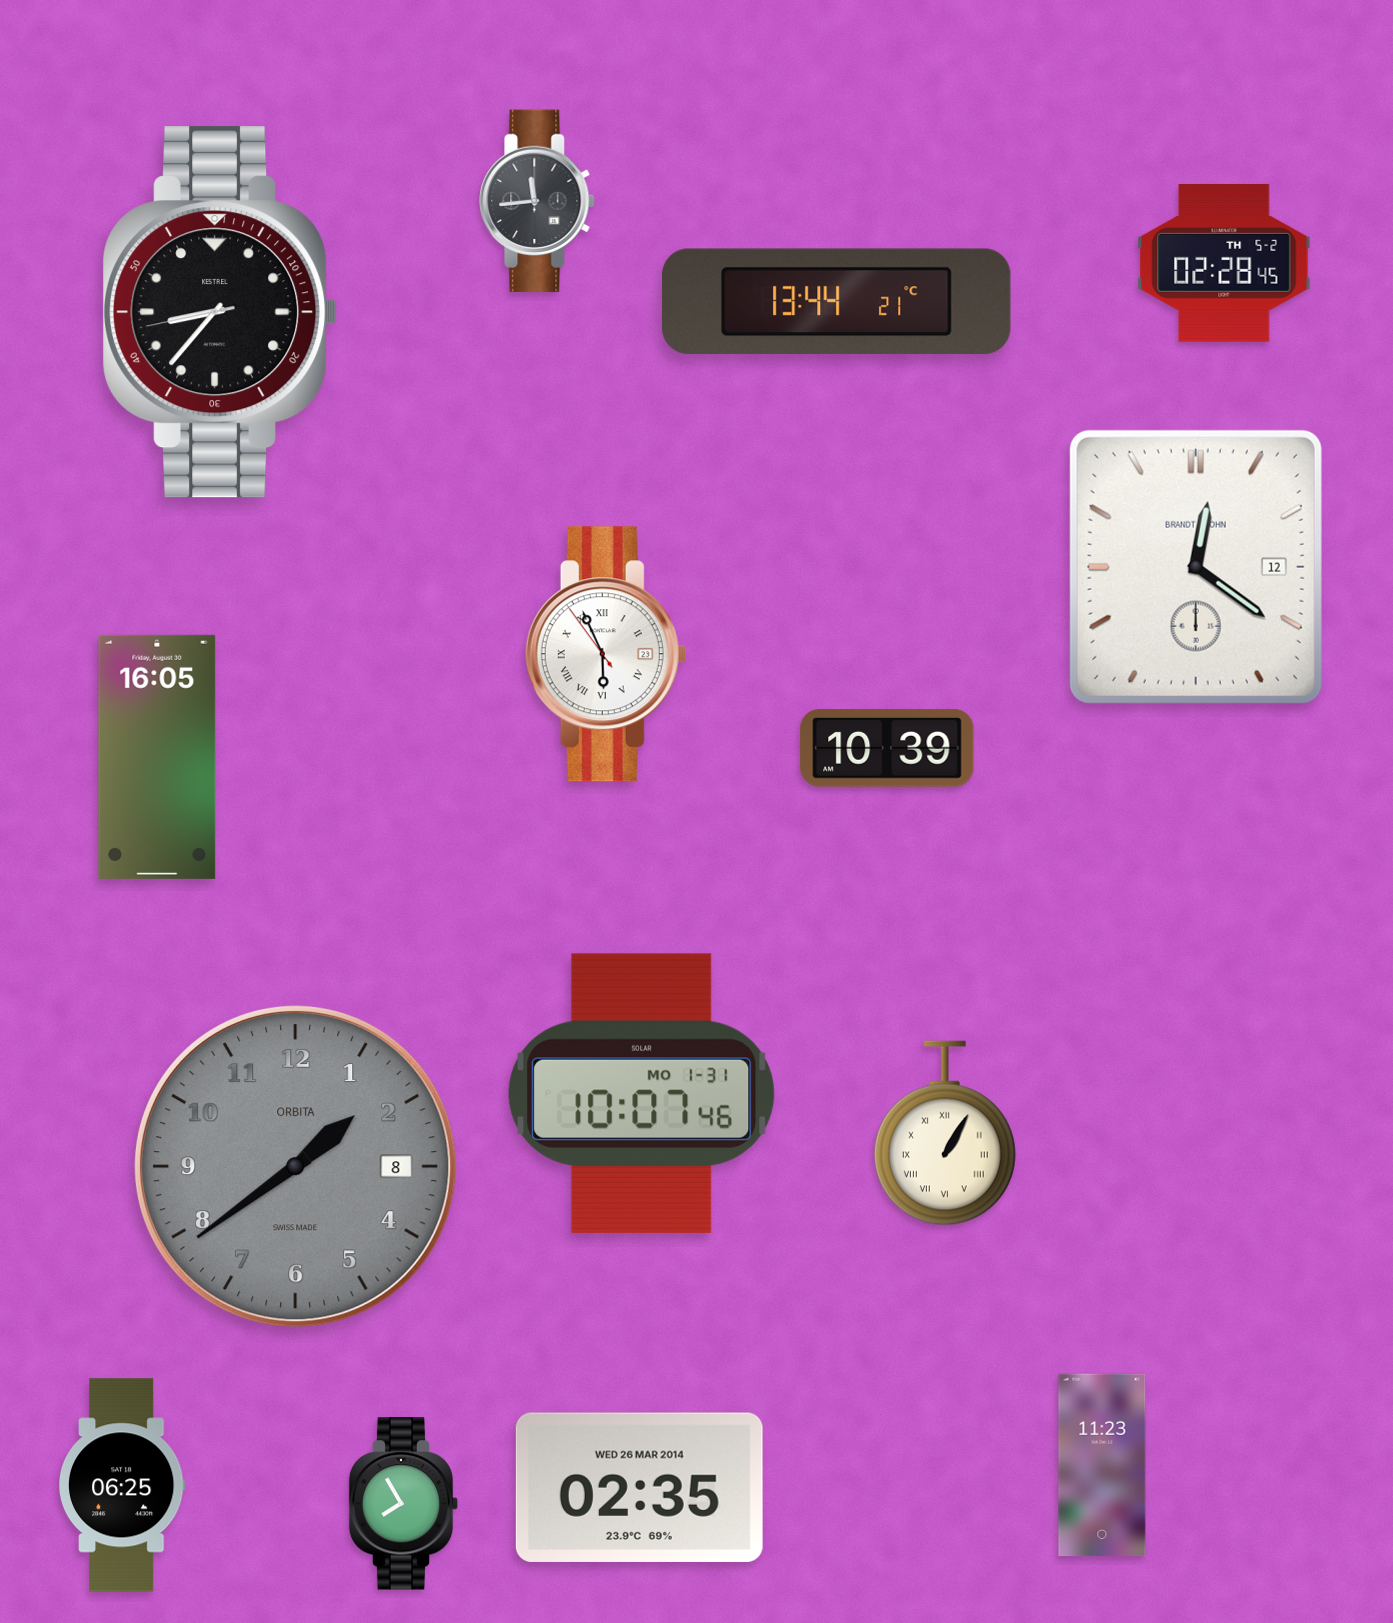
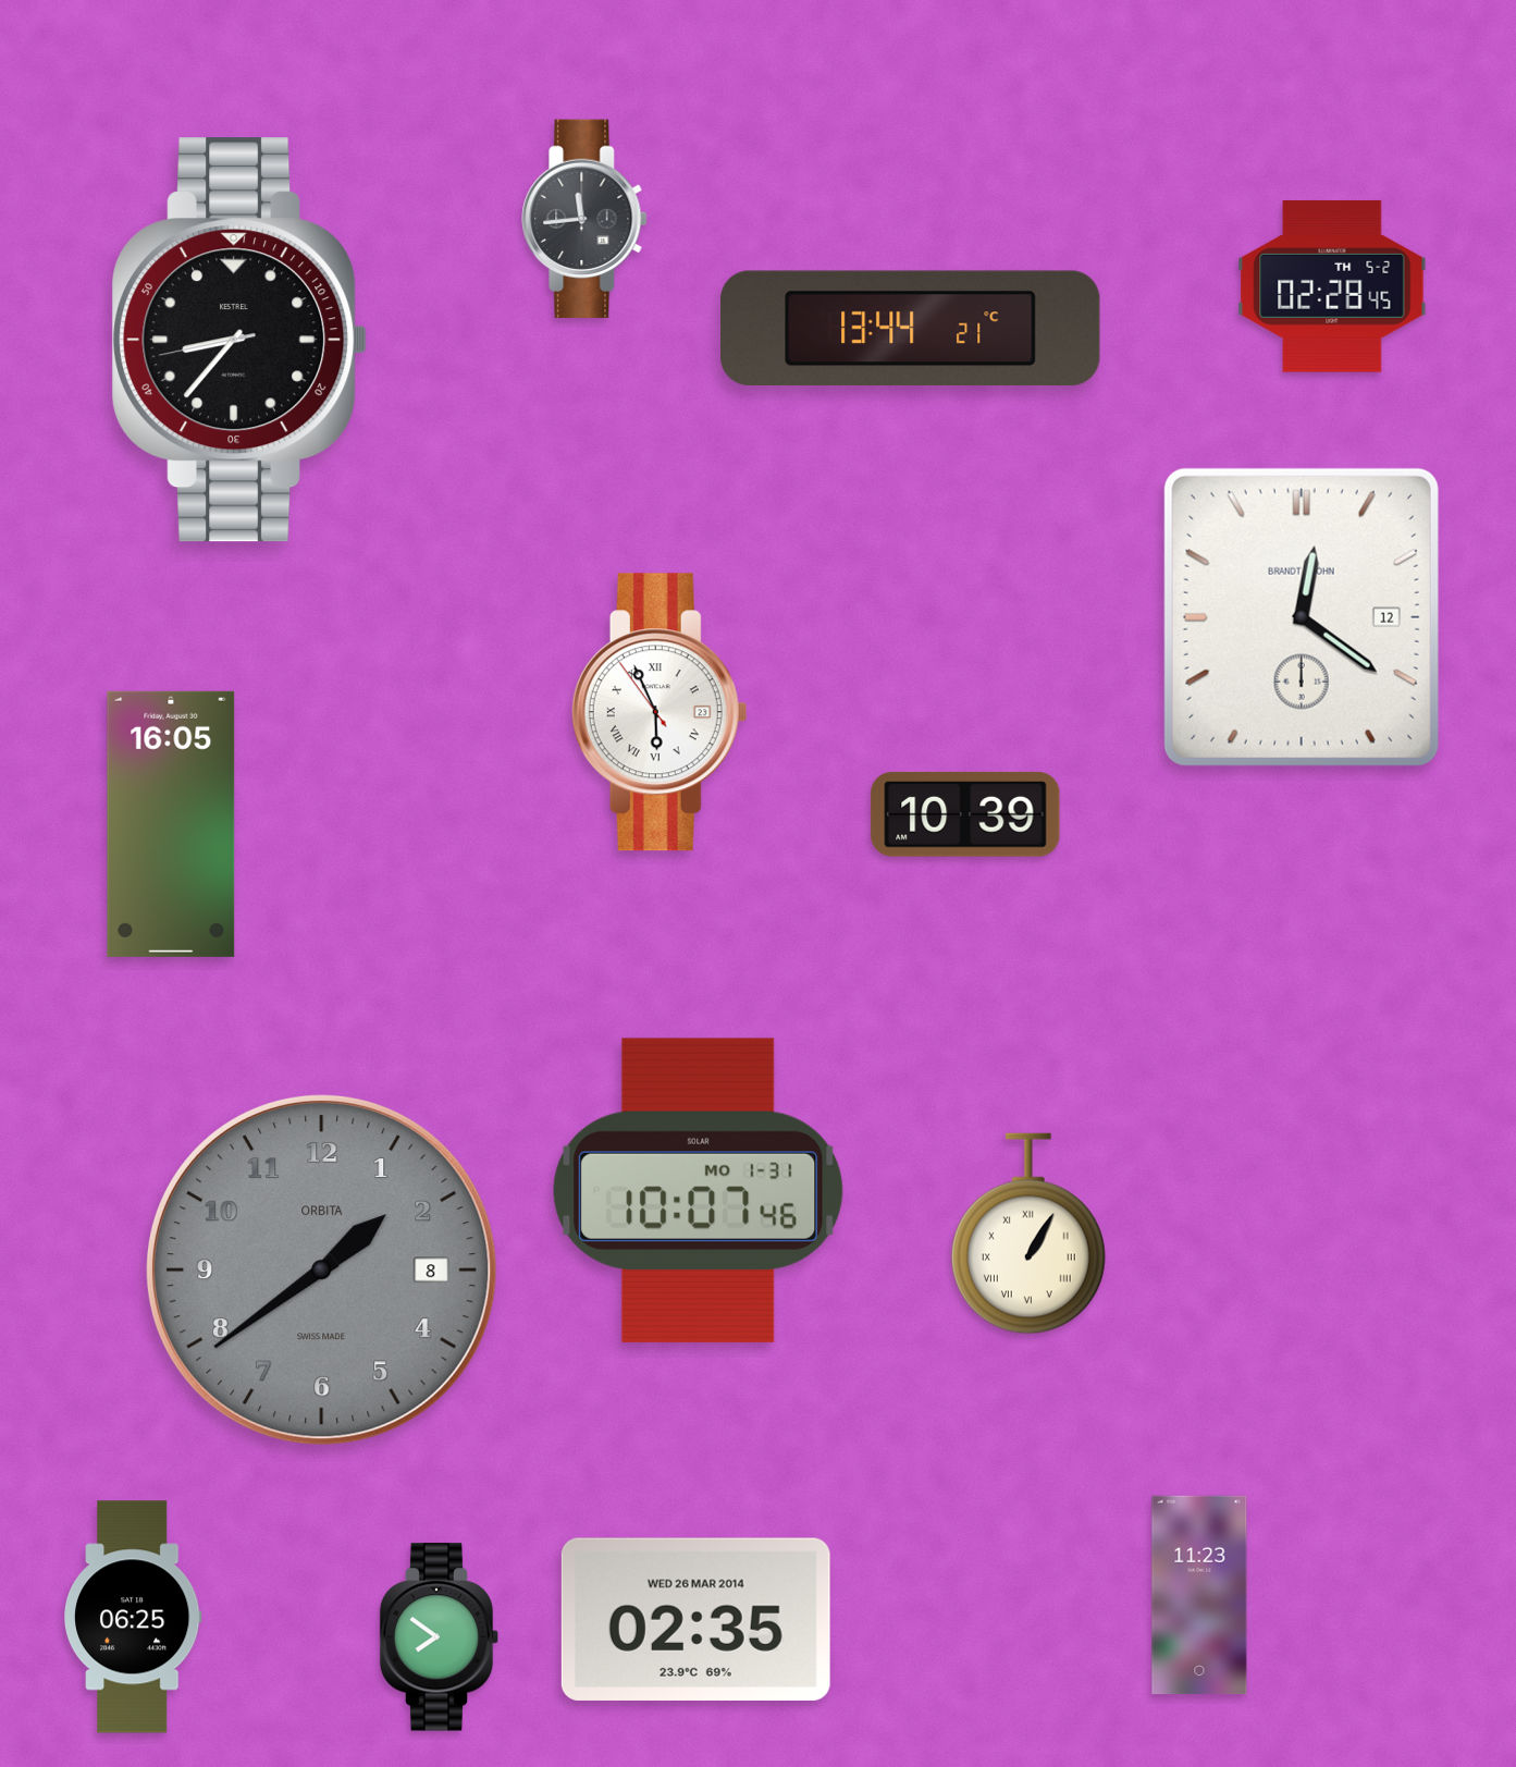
clock at (404, 1504): 7:55 -> 7:51
